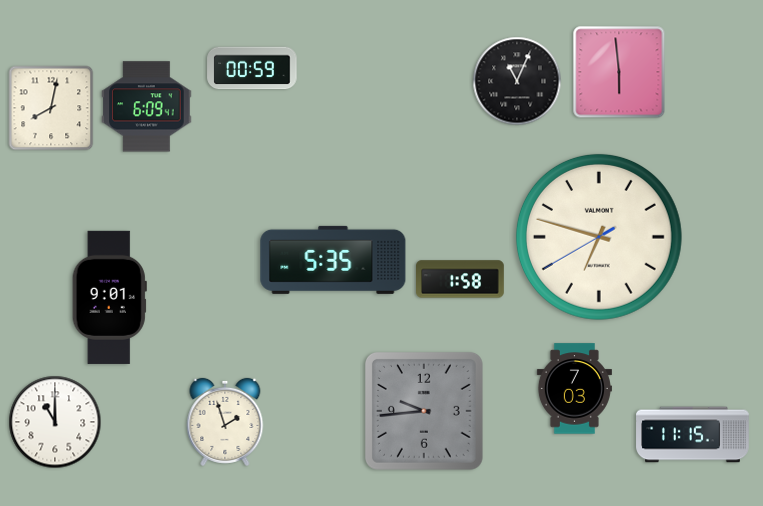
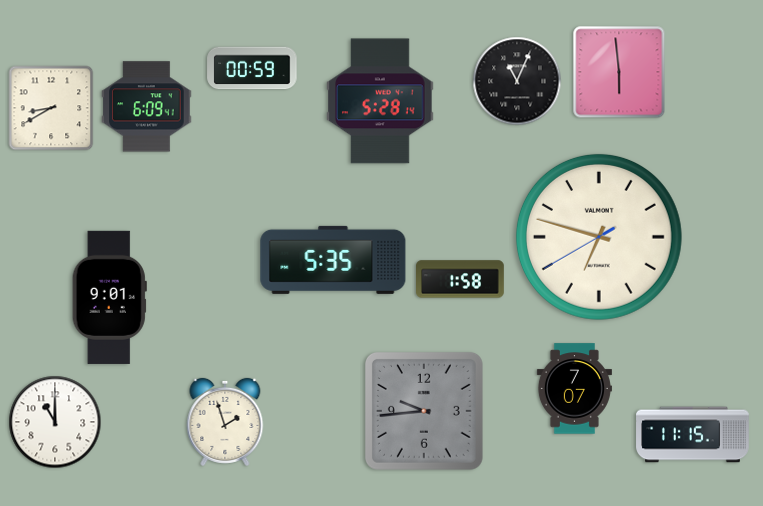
clock at (380, 101): none -> 5:28
clock at (51, 108): 8:02 -> 8:40
clock at (574, 389): 7:03 -> 7:07
